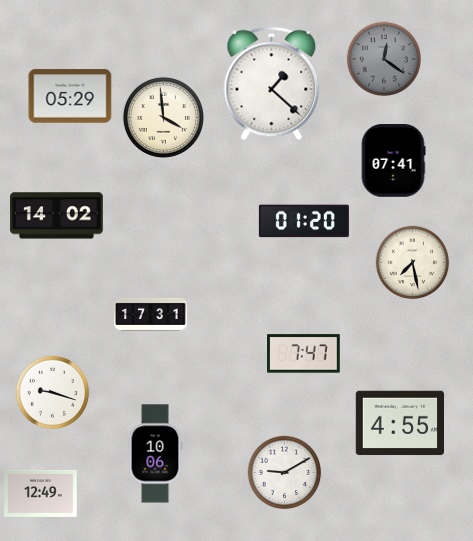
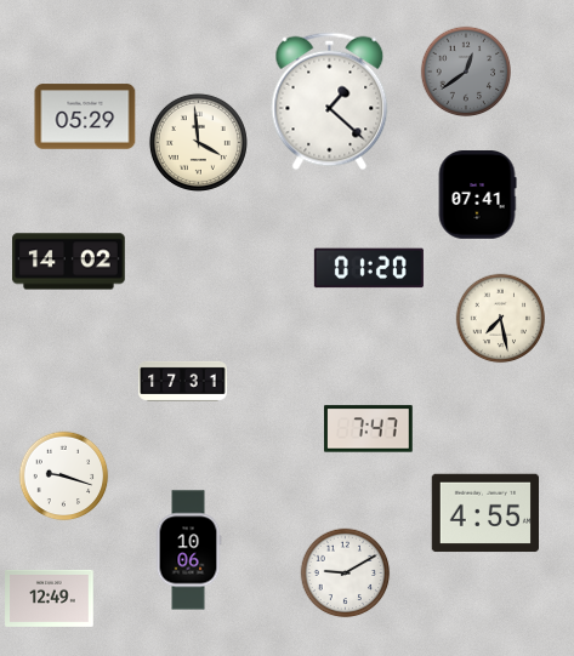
clock at (384, 59): 12:21 -> 12:39
